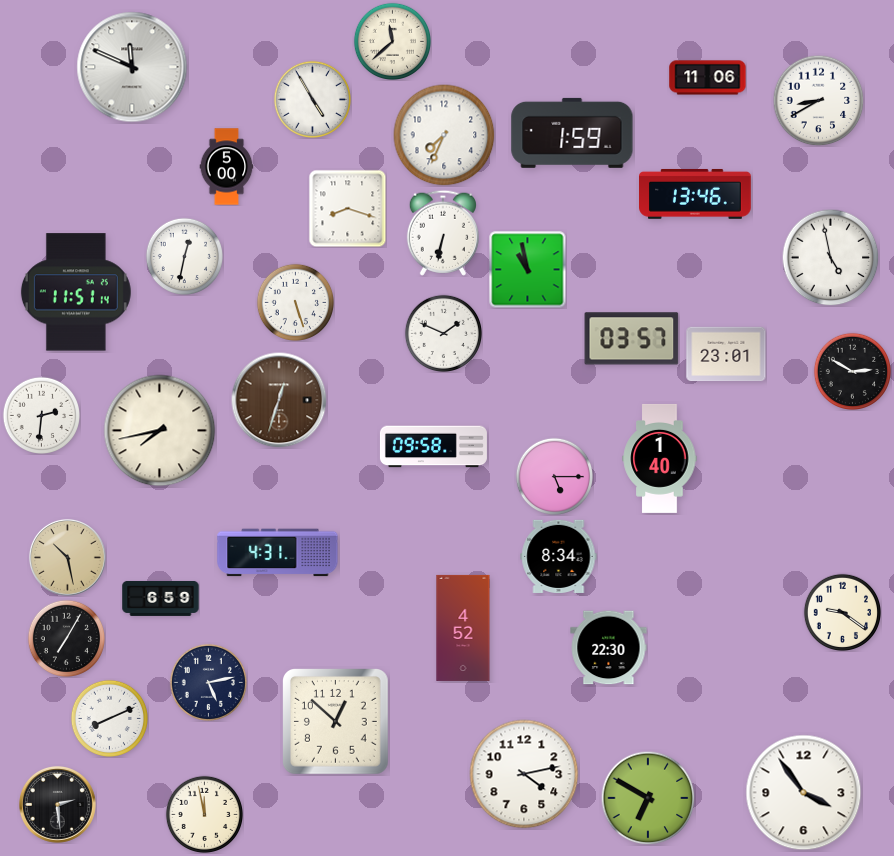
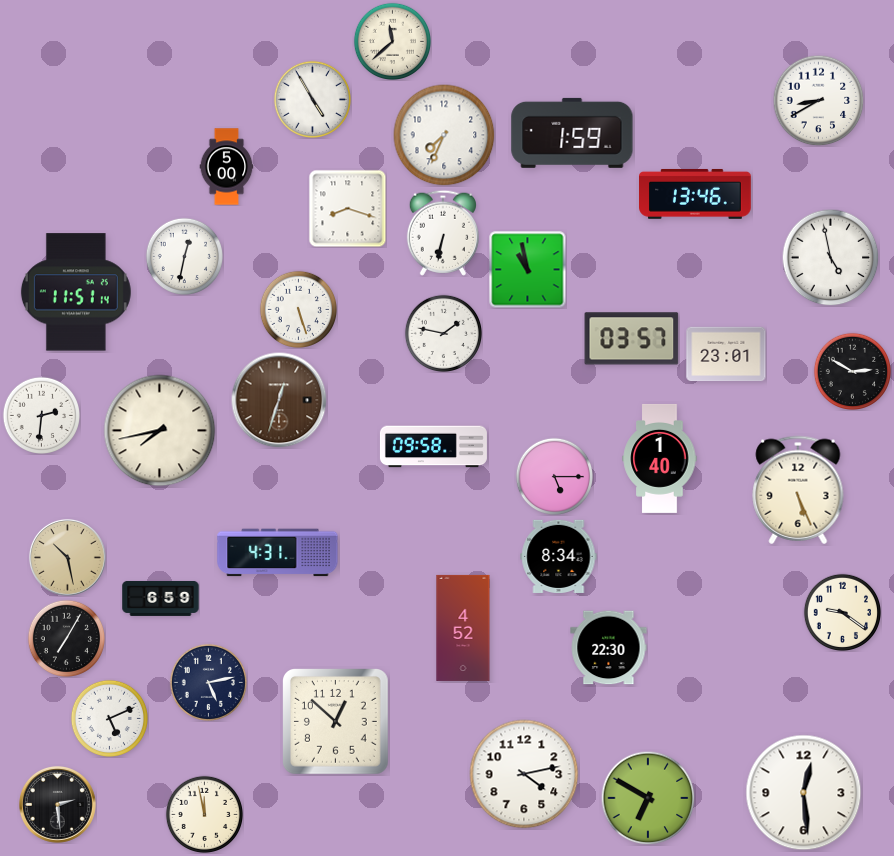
clock at (132, 67): 11:49 -> none
clock at (708, 78): 11:06 -> none
clock at (295, 302) position: (295, 302) -> (298, 309)
clock at (443, 333): 1:49 -> 1:47
clock at (798, 490): none -> 5:26
clock at (109, 718): 8:11 -> 5:11
clock at (804, 793): 3:54 -> 12:29
